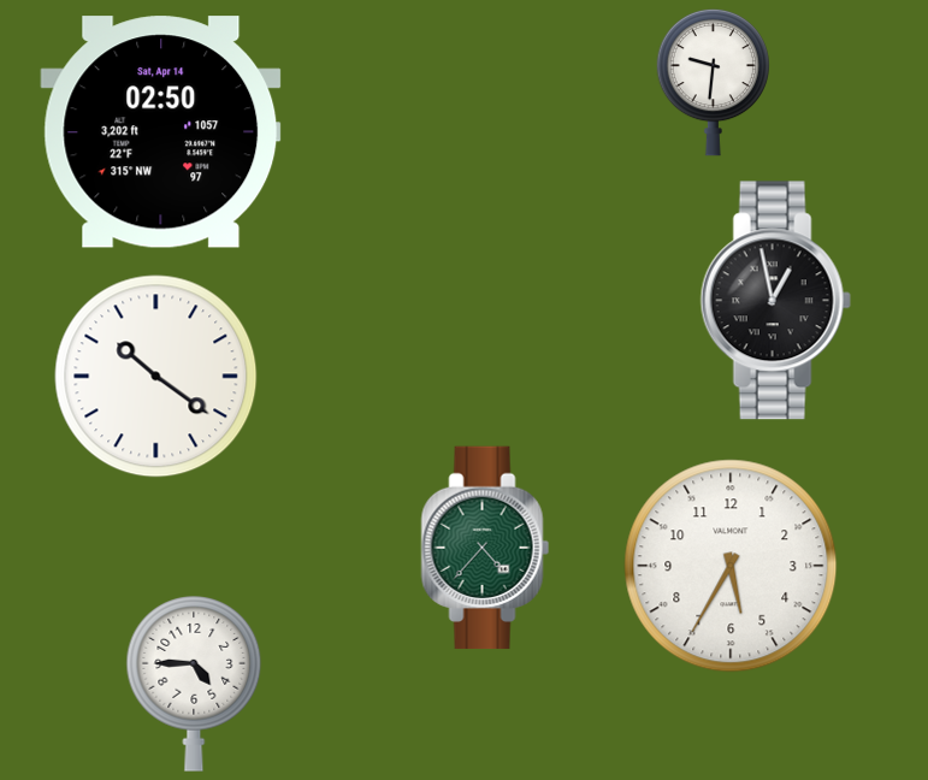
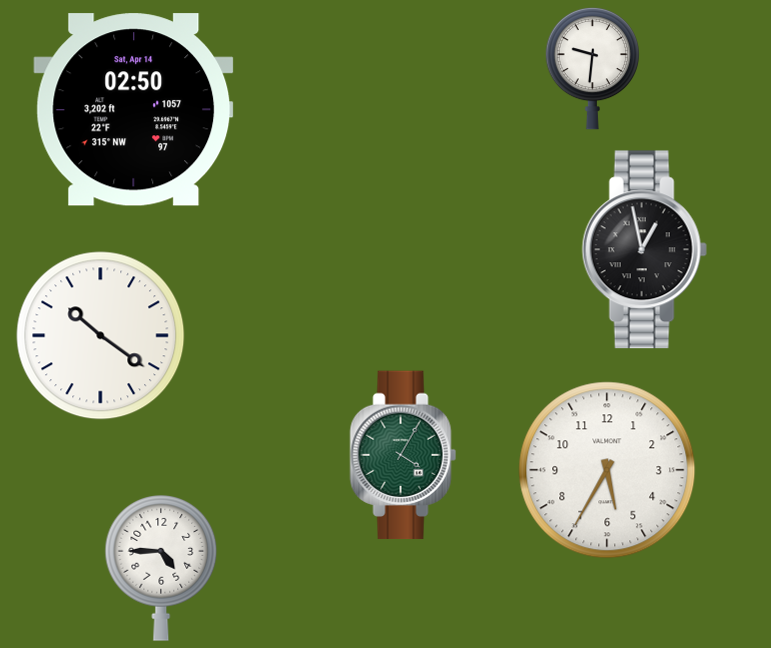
clock at (156, 377) position: (156, 377) -> (101, 336)
clock at (485, 548): 4:37 -> 4:05
